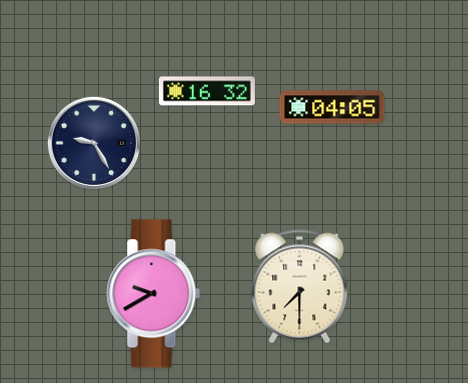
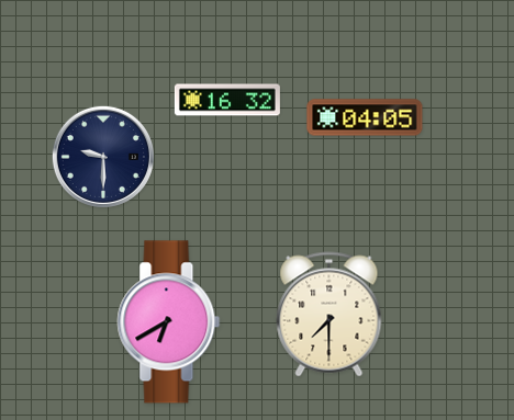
clock at (94, 143): 9:25 -> 9:30
clock at (154, 294): 9:40 -> 6:40
